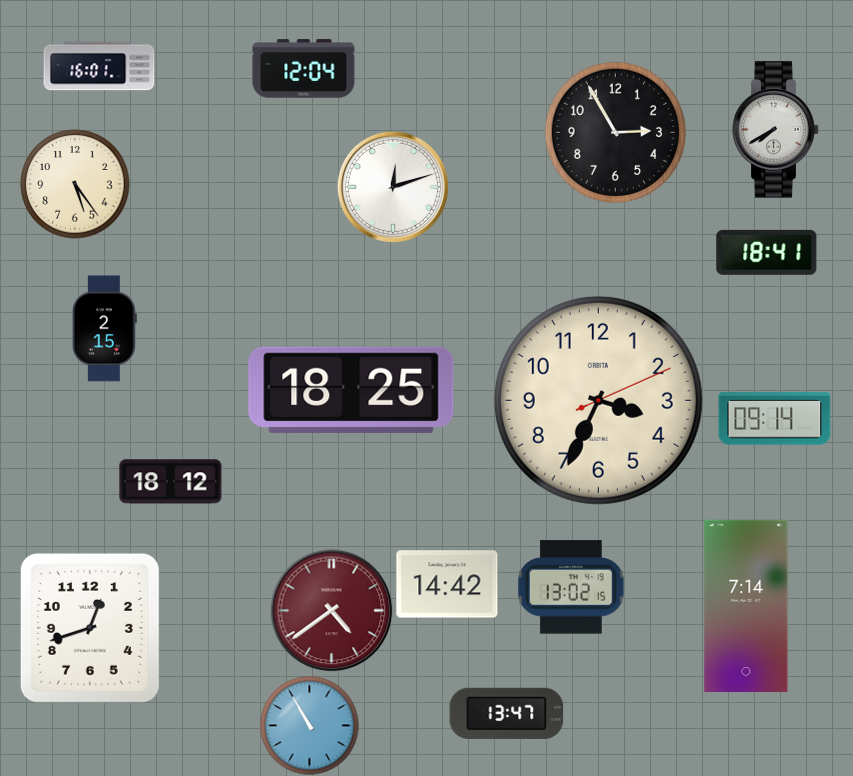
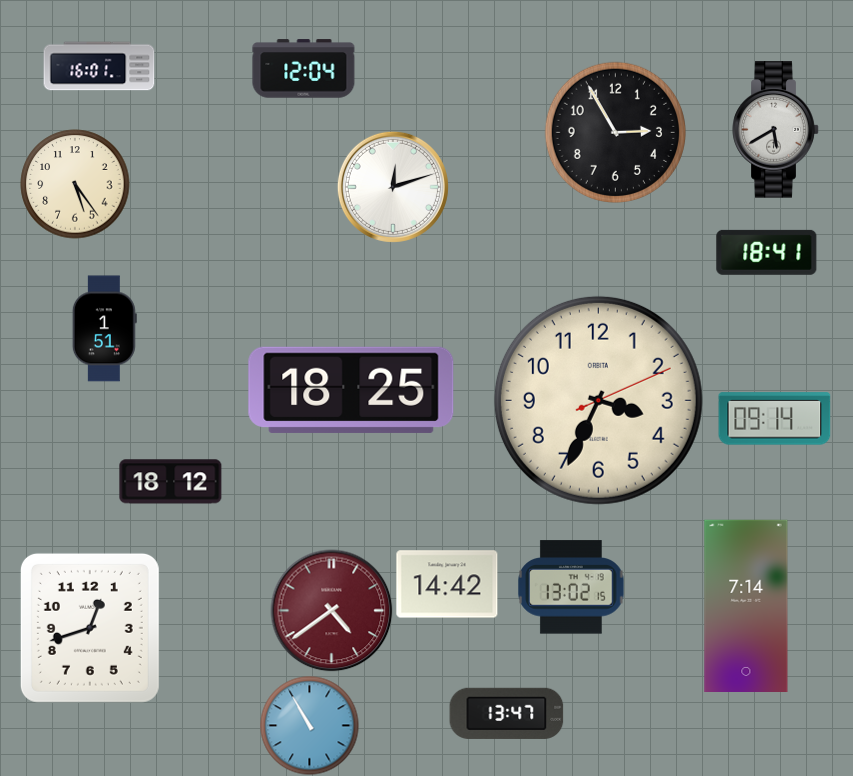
clock at (776, 130): 7:40 -> 5:40
clock at (104, 329): 2:15 -> 1:51
